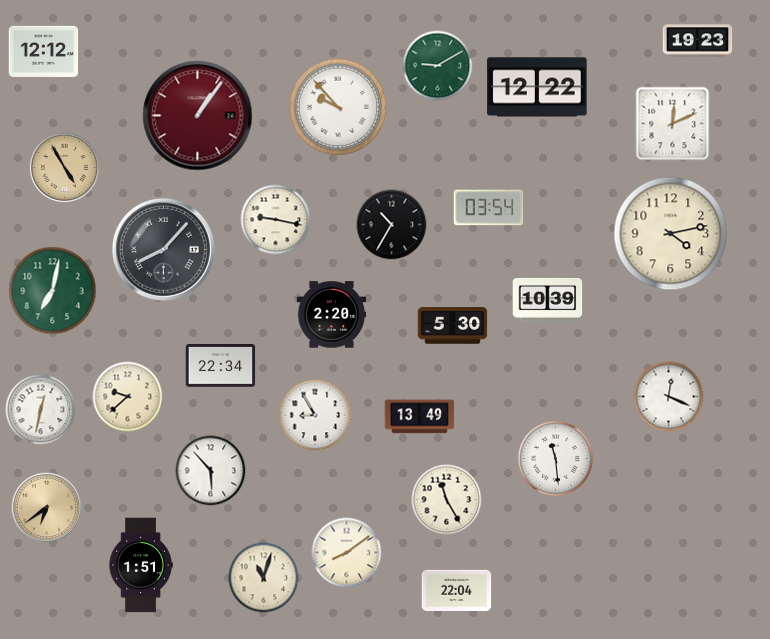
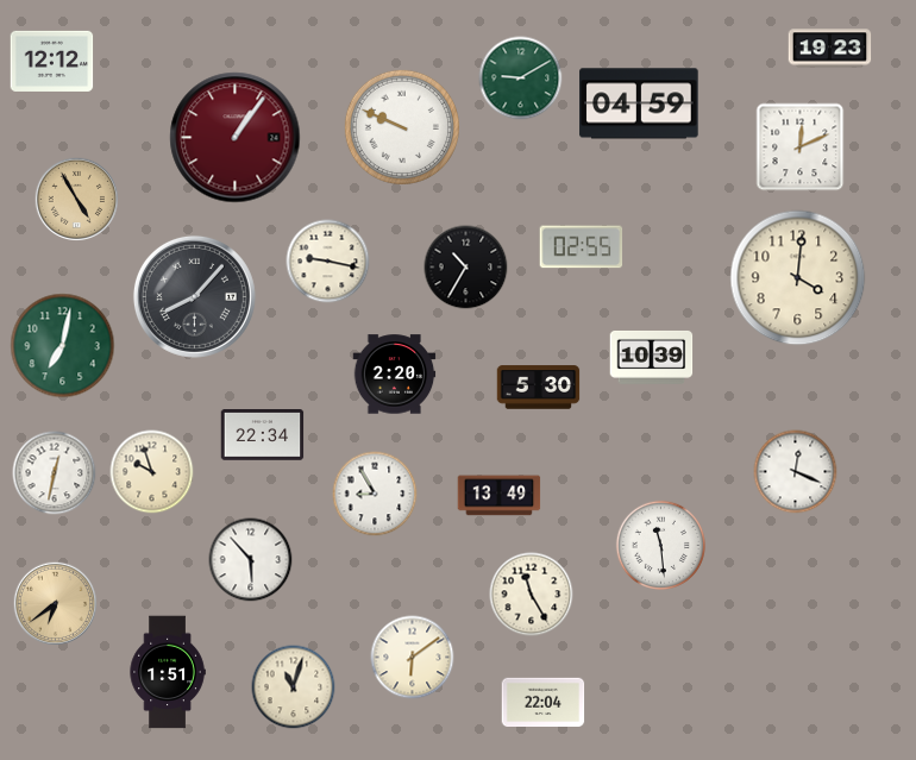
clock at (537, 87): 12:22 -> 04:59
clock at (338, 107): 9:53 -> 9:49
clock at (489, 208): 03:54 -> 02:55
clock at (671, 234): 4:13 -> 4:01
clock at (128, 397): 9:38 -> 9:57
clock at (41, 410) position: (41, 410) -> (55, 473)
clock at (347, 553): 8:09 -> 6:09
clock at (264, 578) position: (264, 578) -> (294, 687)
